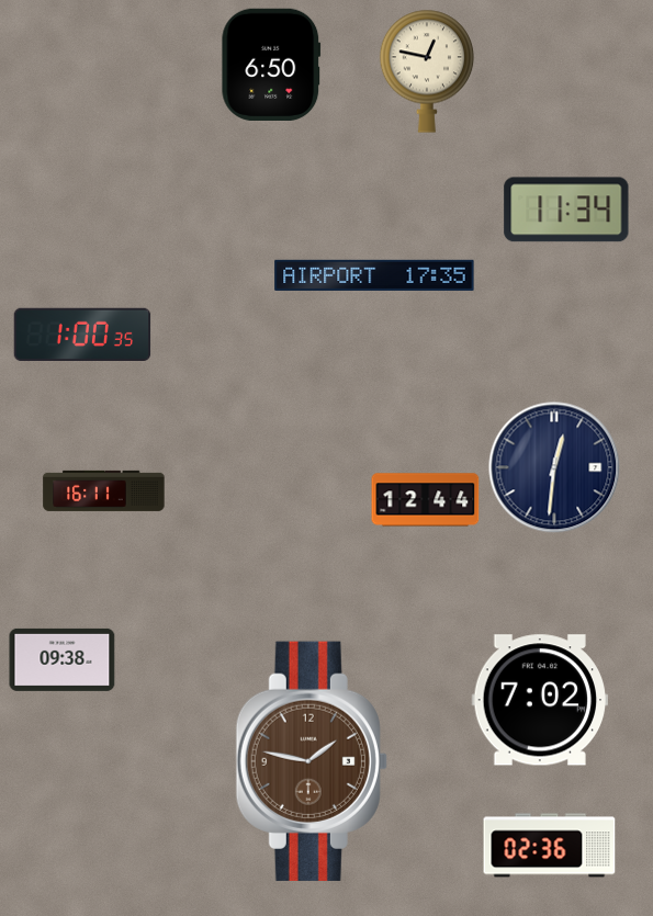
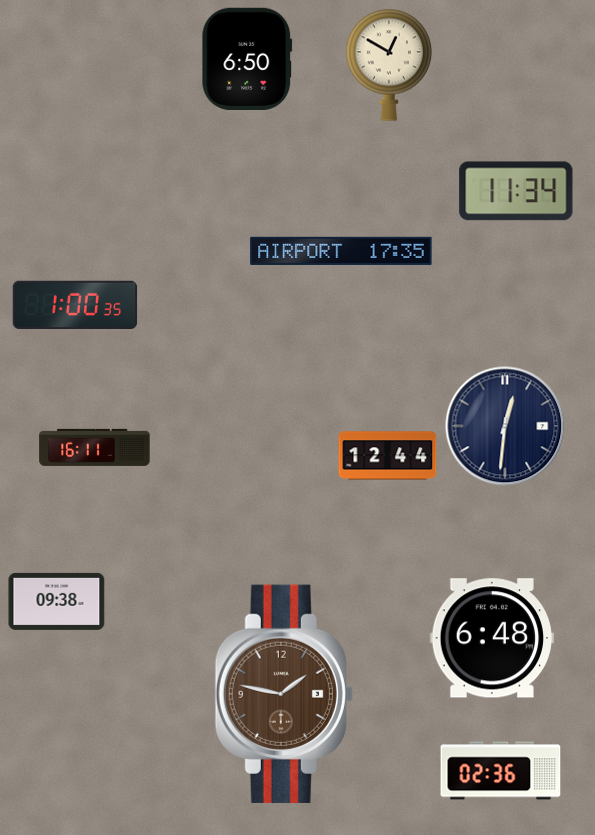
clock at (427, 71): 12:47 -> 12:50
clock at (540, 700): 7:02 -> 6:48
